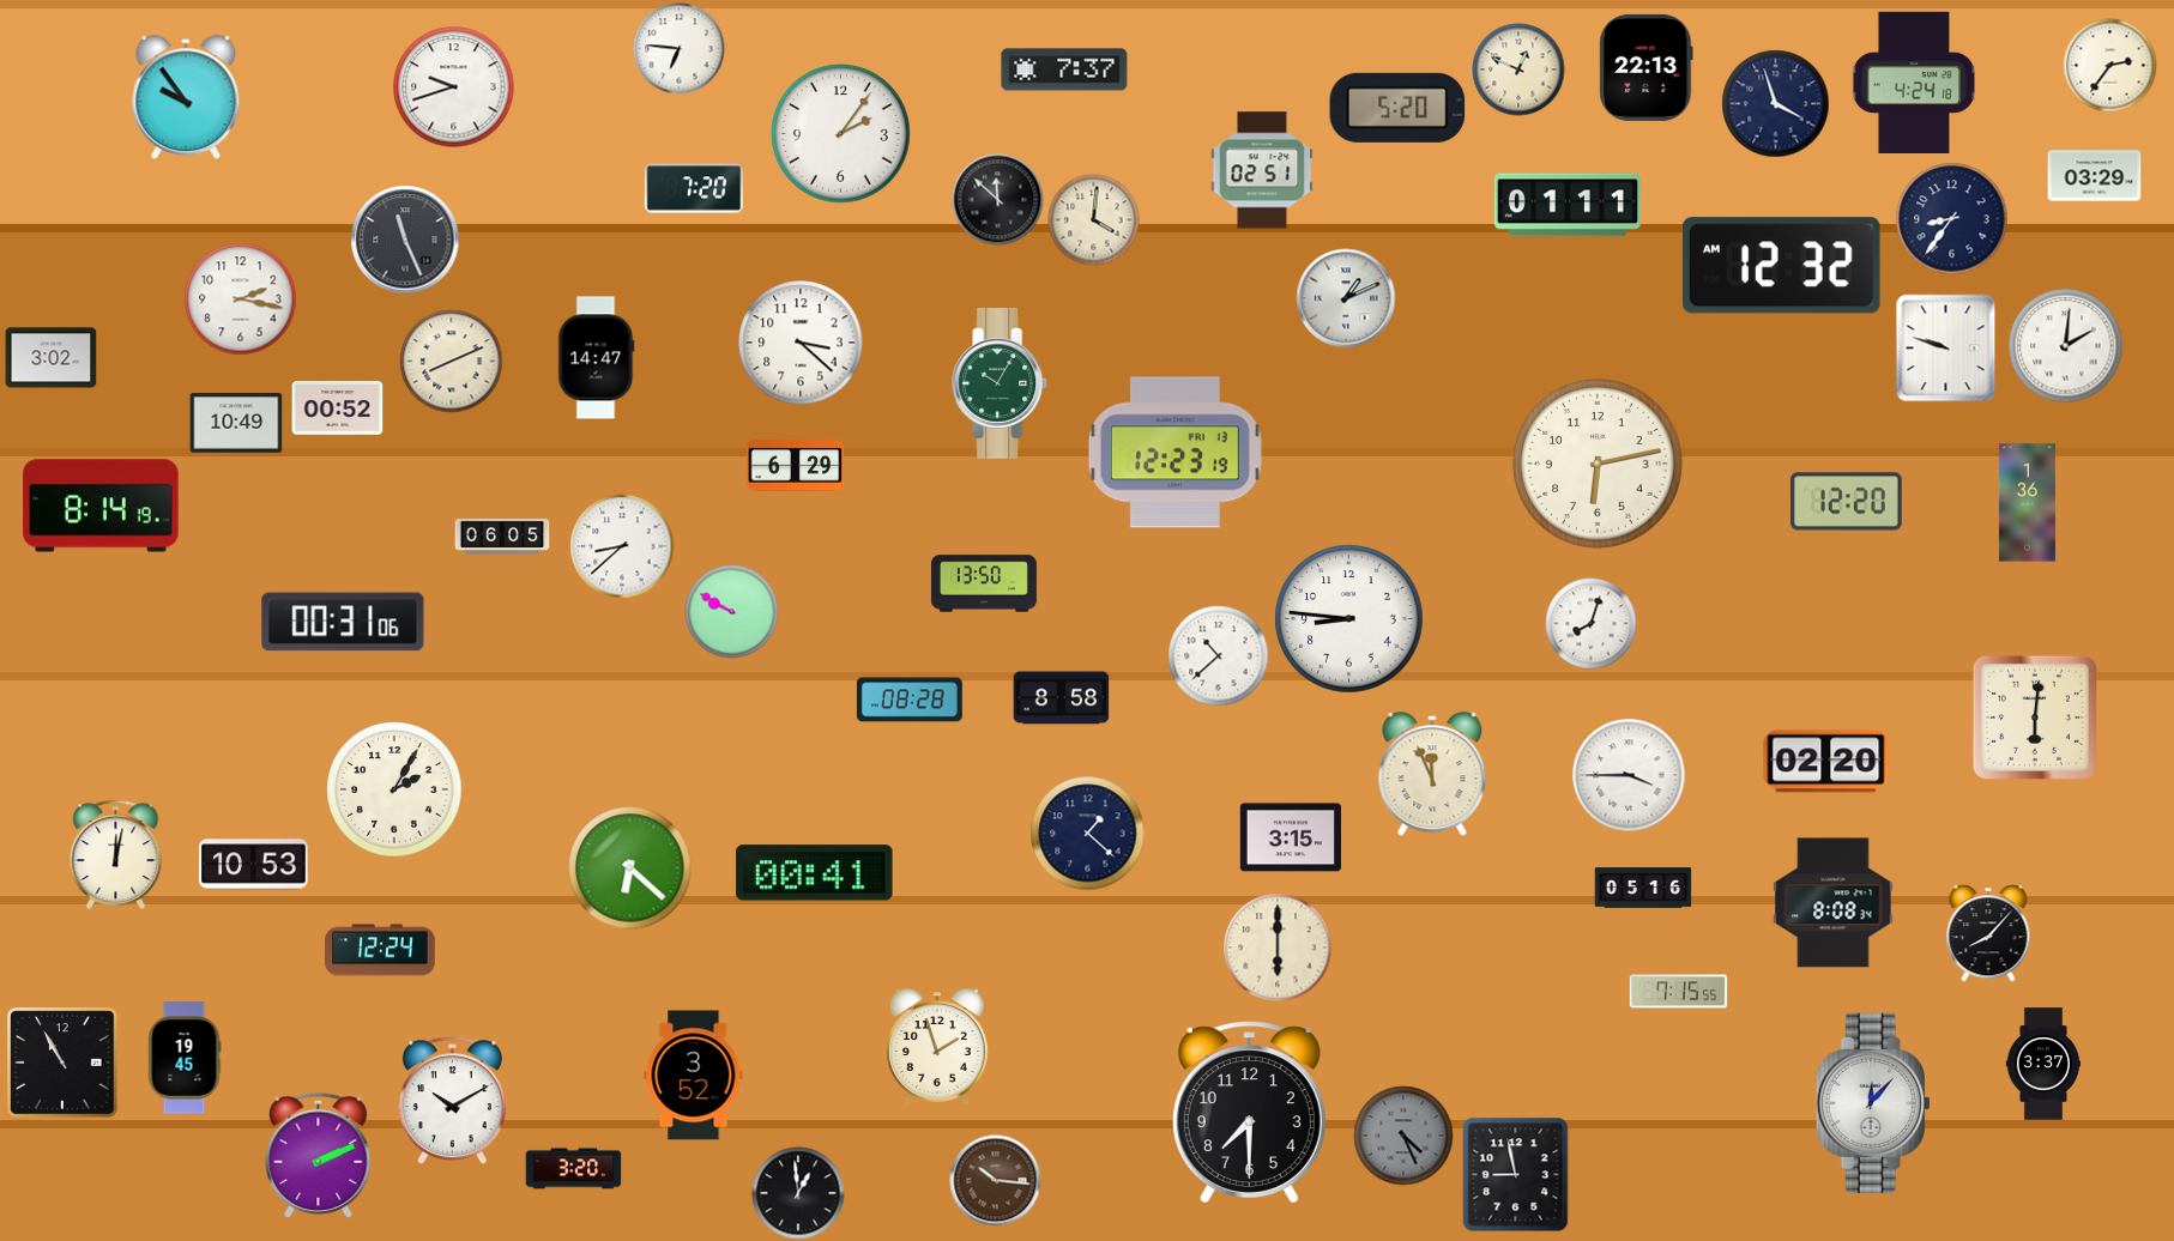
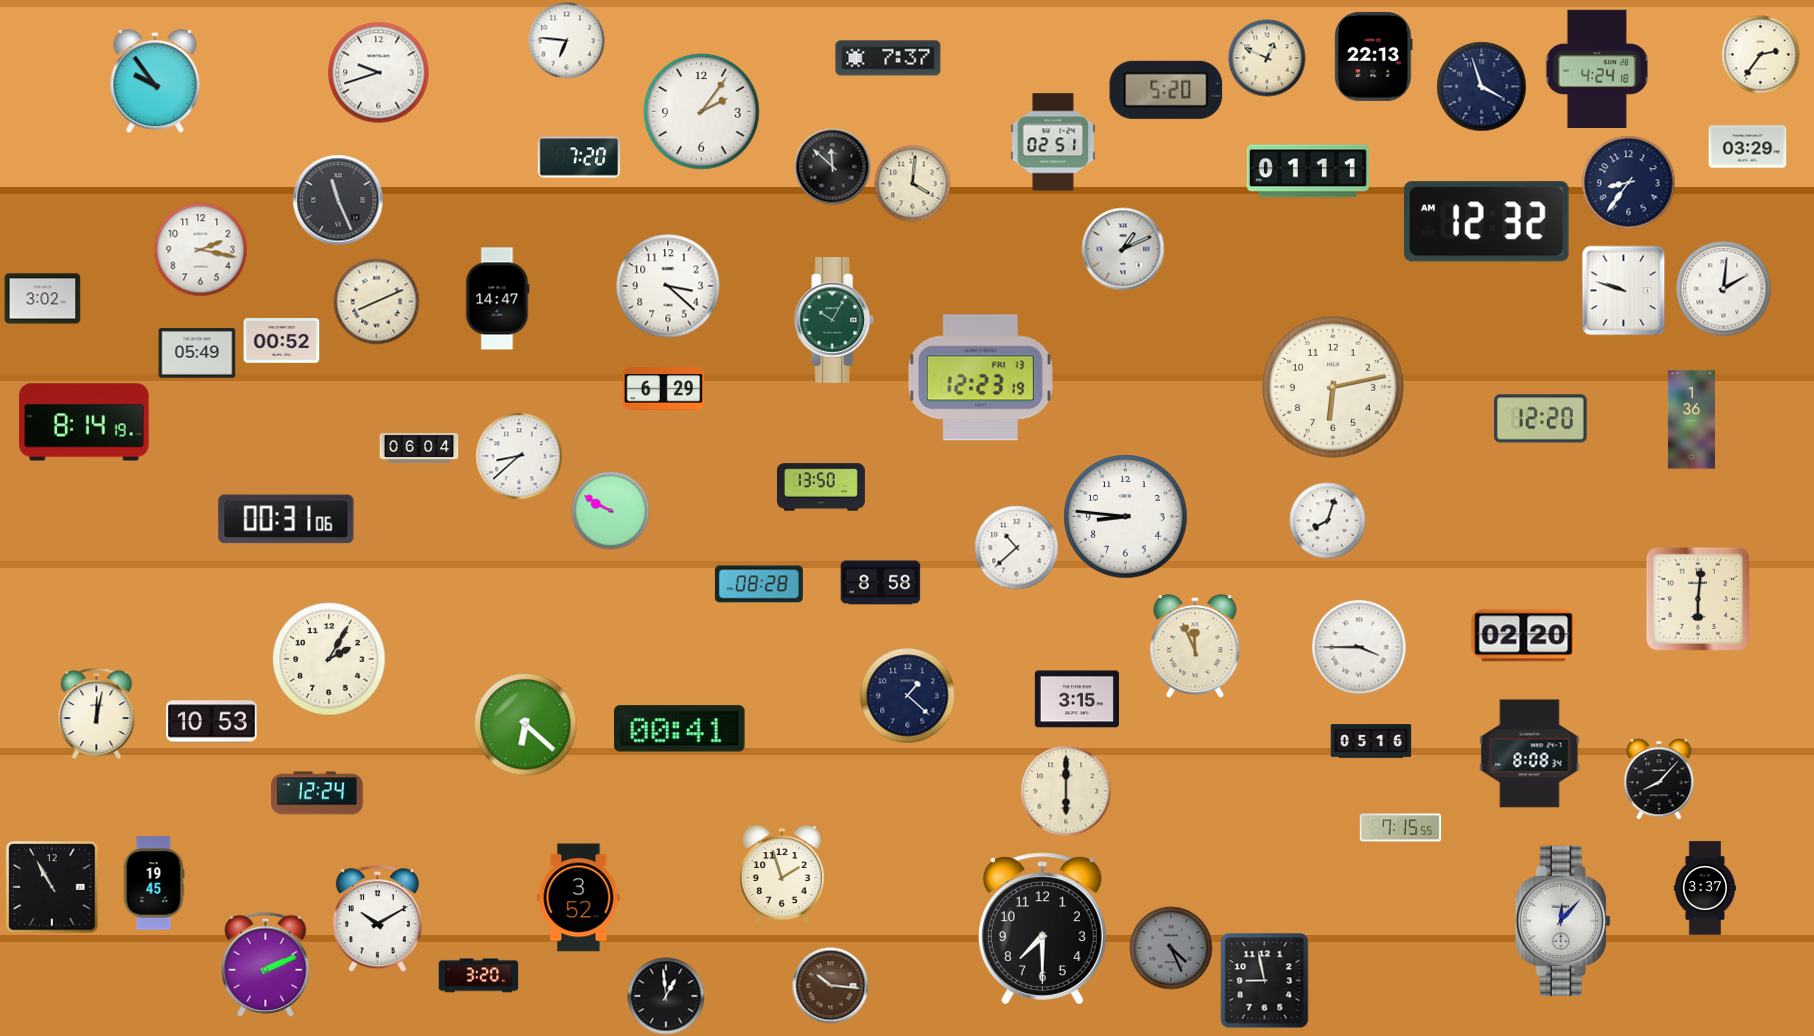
clock at (236, 423): 10:49 -> 05:49
clock at (502, 537): 06:05 -> 06:04
clock at (1062, 698) position: (1062, 698) -> (881, 583)
